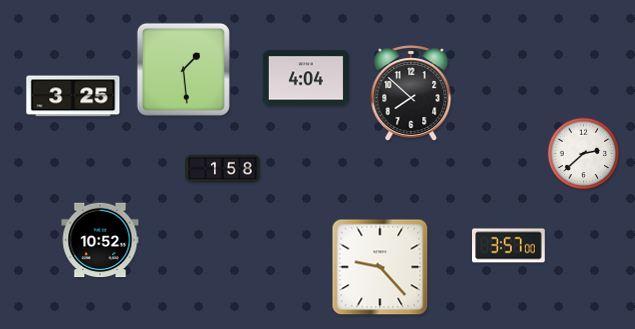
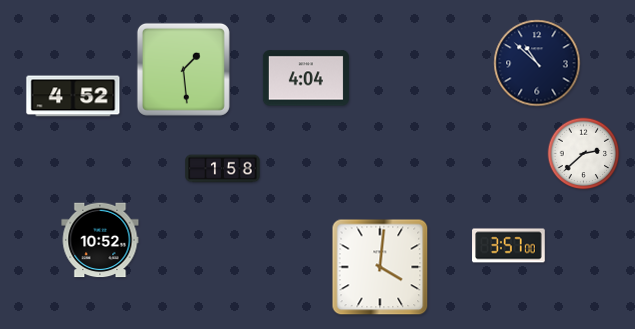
clock at (537, 63): none -> 10:52
clock at (411, 93): 7:52 -> none
clock at (73, 96): 3:25 -> 4:52
clock at (380, 267): 9:23 -> 4:01
